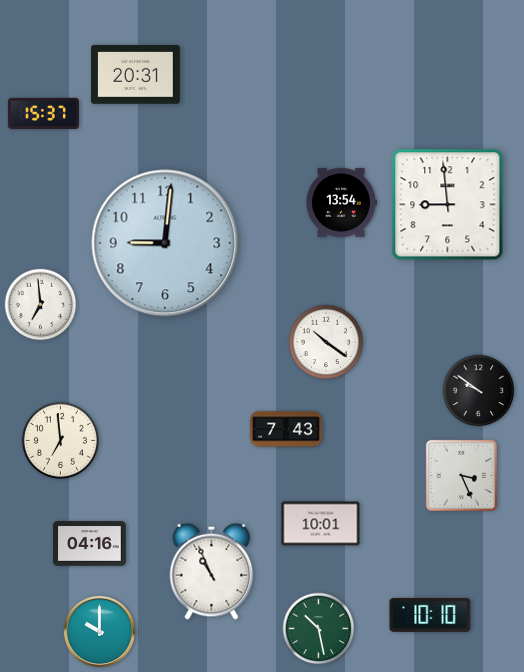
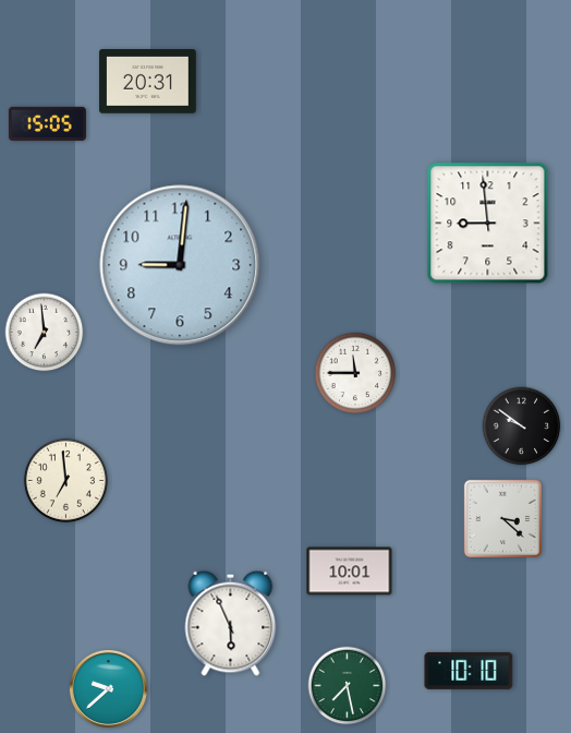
clock at (43, 113): 15:37 -> 15:05
clock at (342, 202): 13:54 -> none
clock at (326, 342): 10:21 -> 11:45
clock at (287, 429): 7:43 -> none
clock at (461, 475): 3:26 -> 3:22
clock at (90, 544): 04:16 -> none
clock at (212, 571): 10:56 -> 5:56
clock at (319, 629): 10:28 -> 7:28
clock at (99, 631): 10:00 -> 9:38
